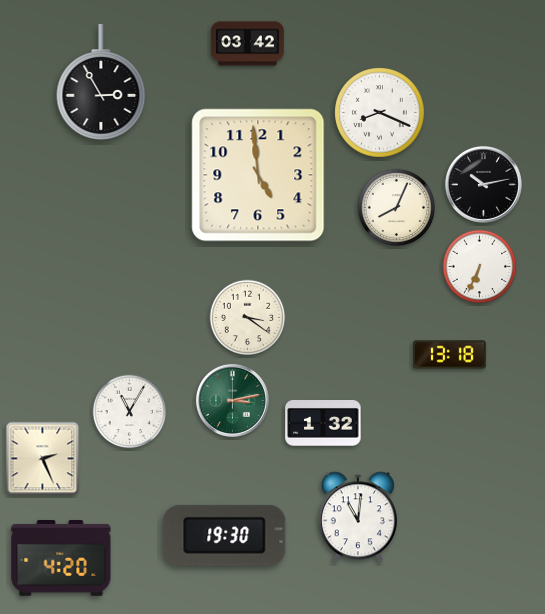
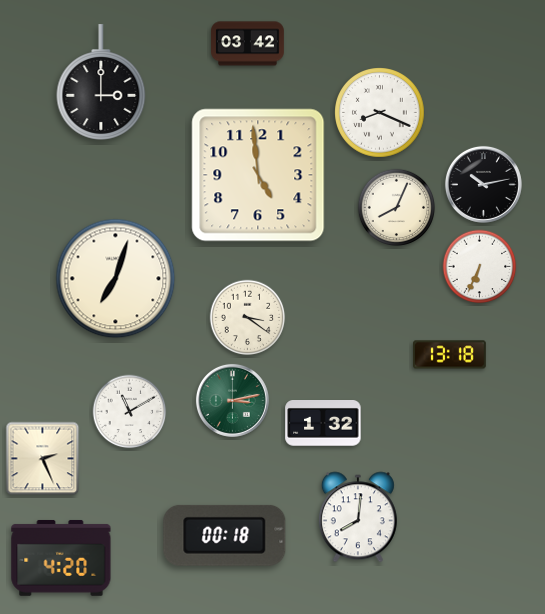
clock at (101, 82): 2:55 -> 3:00
clock at (116, 279): none -> 7:03
clock at (130, 412): 11:05 -> 11:10
clock at (358, 517): 11:01 -> 8:01
clock at (225, 535): 19:30 -> 00:18
